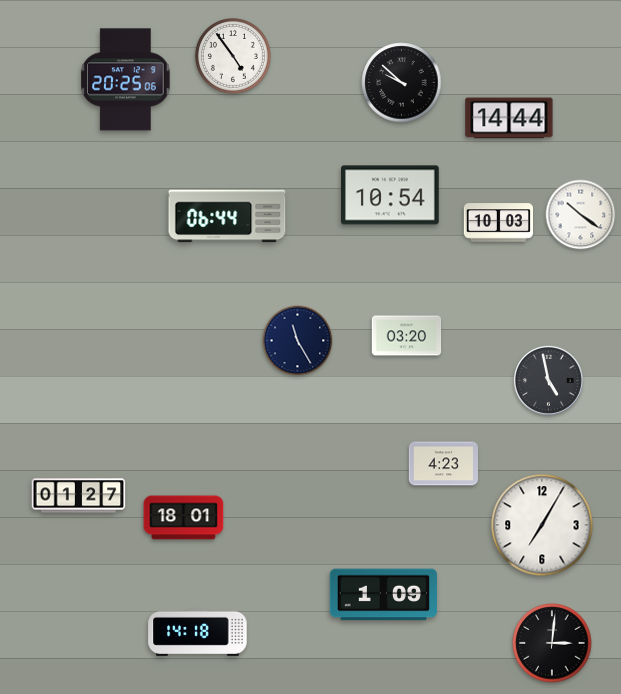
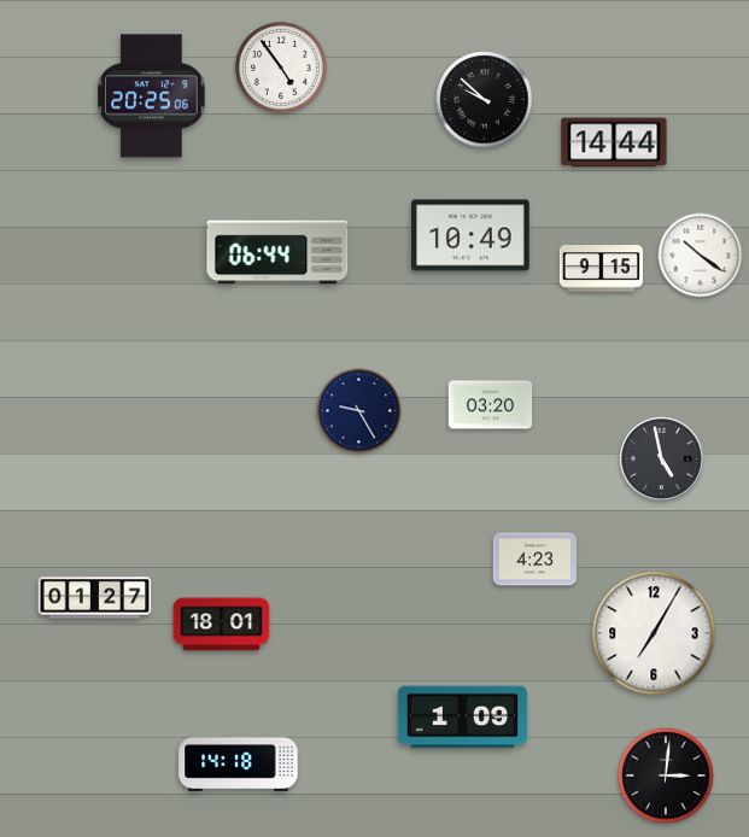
clock at (390, 195): 10:54 -> 10:49
clock at (581, 215) position: (581, 215) -> (701, 256)
clock at (227, 216) position: (227, 216) -> (277, 252)
clock at (499, 223): 10:03 -> 9:15
clock at (298, 341): 11:25 -> 9:25
